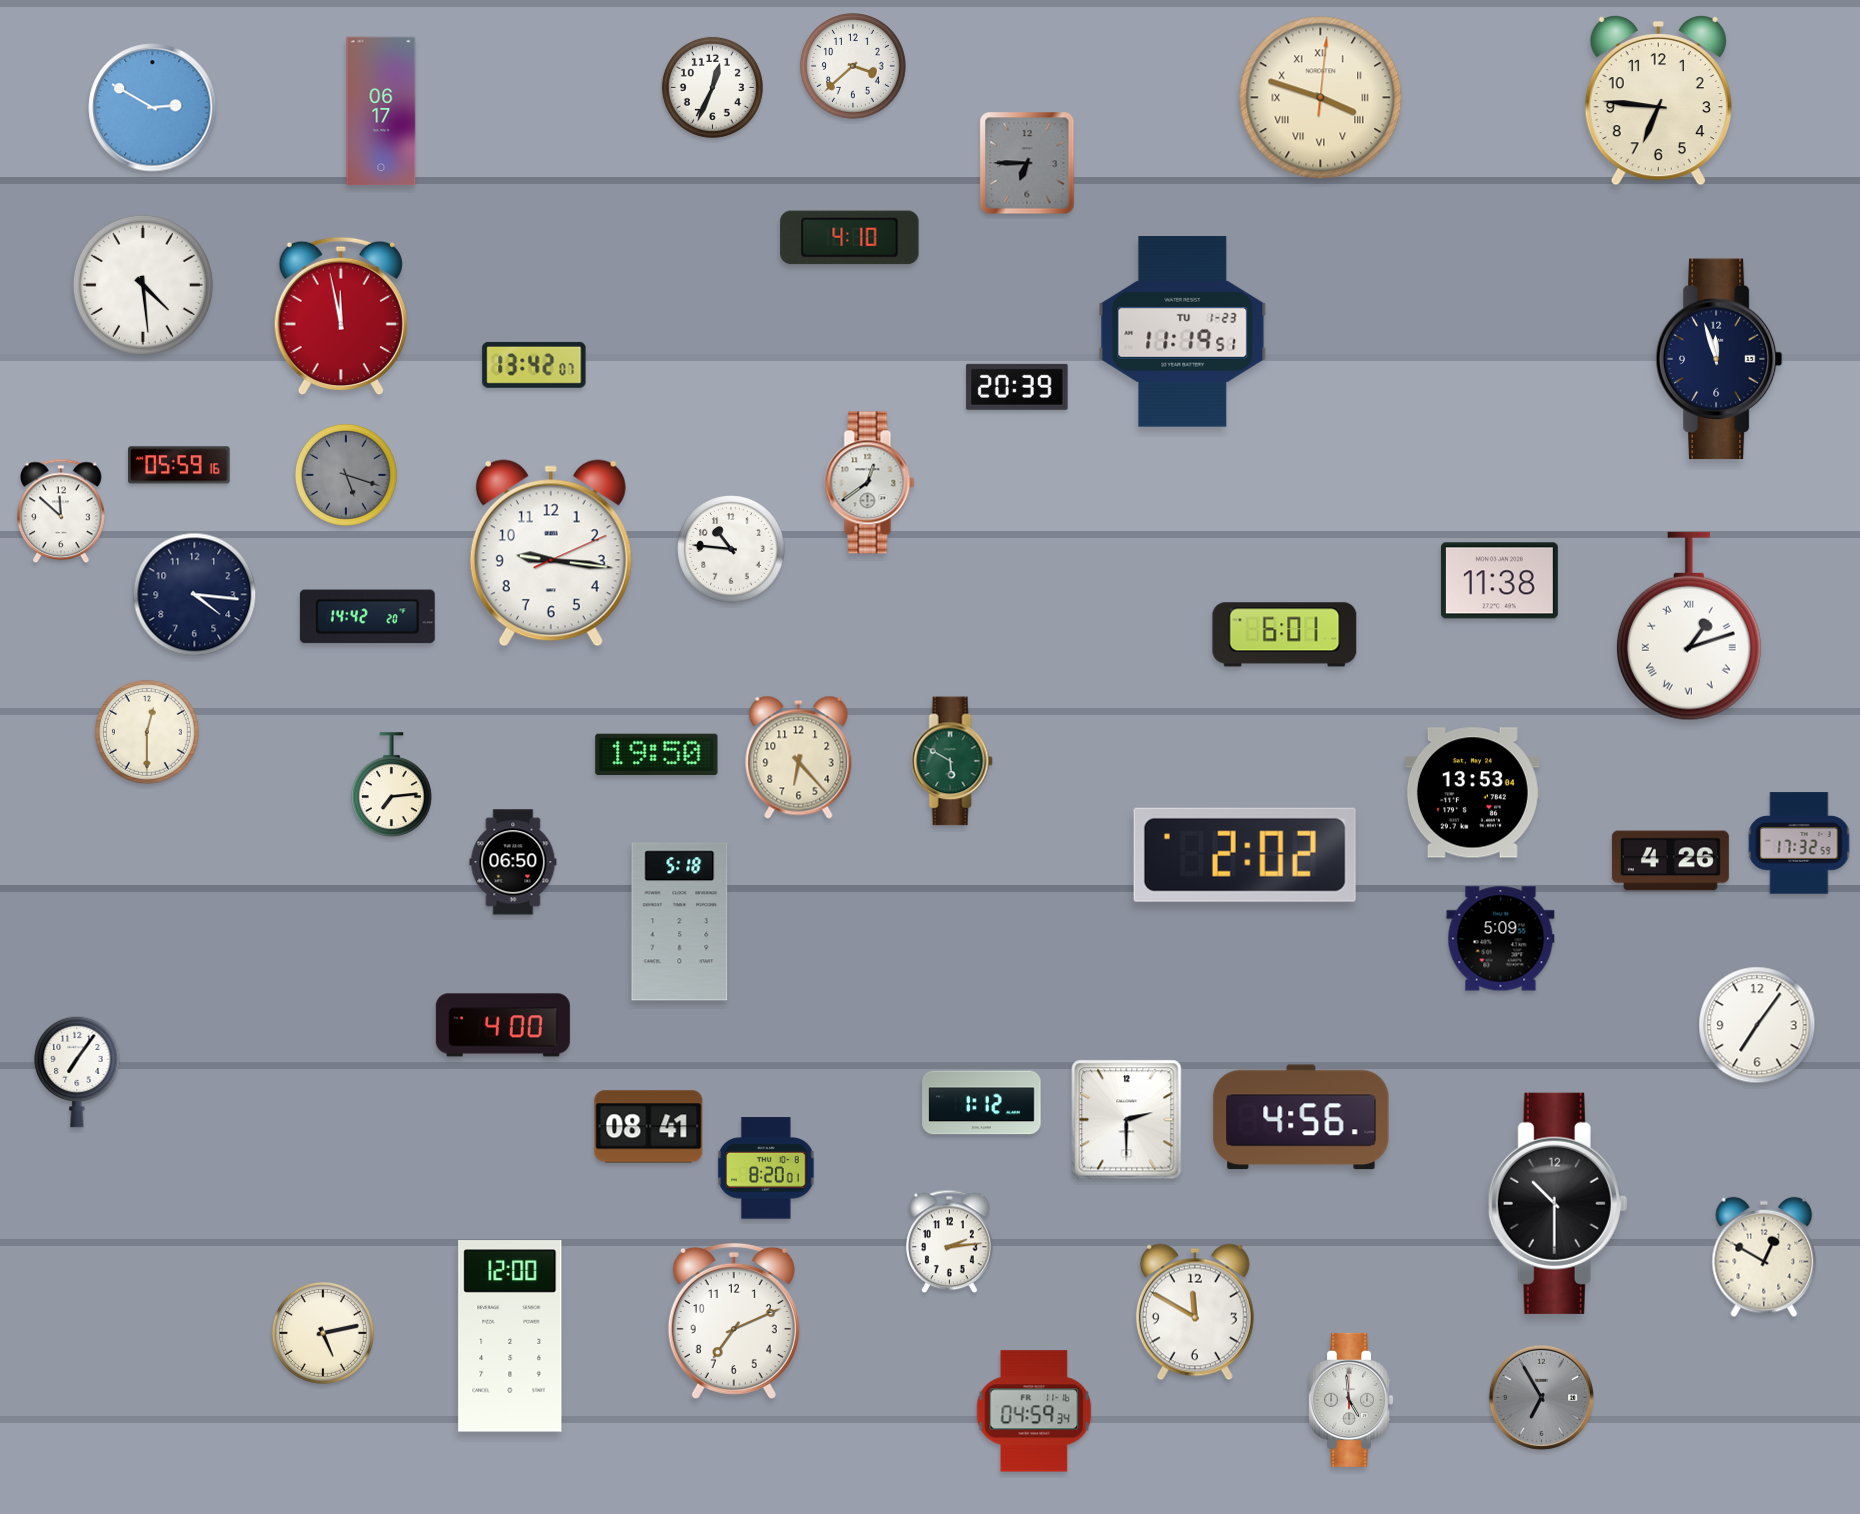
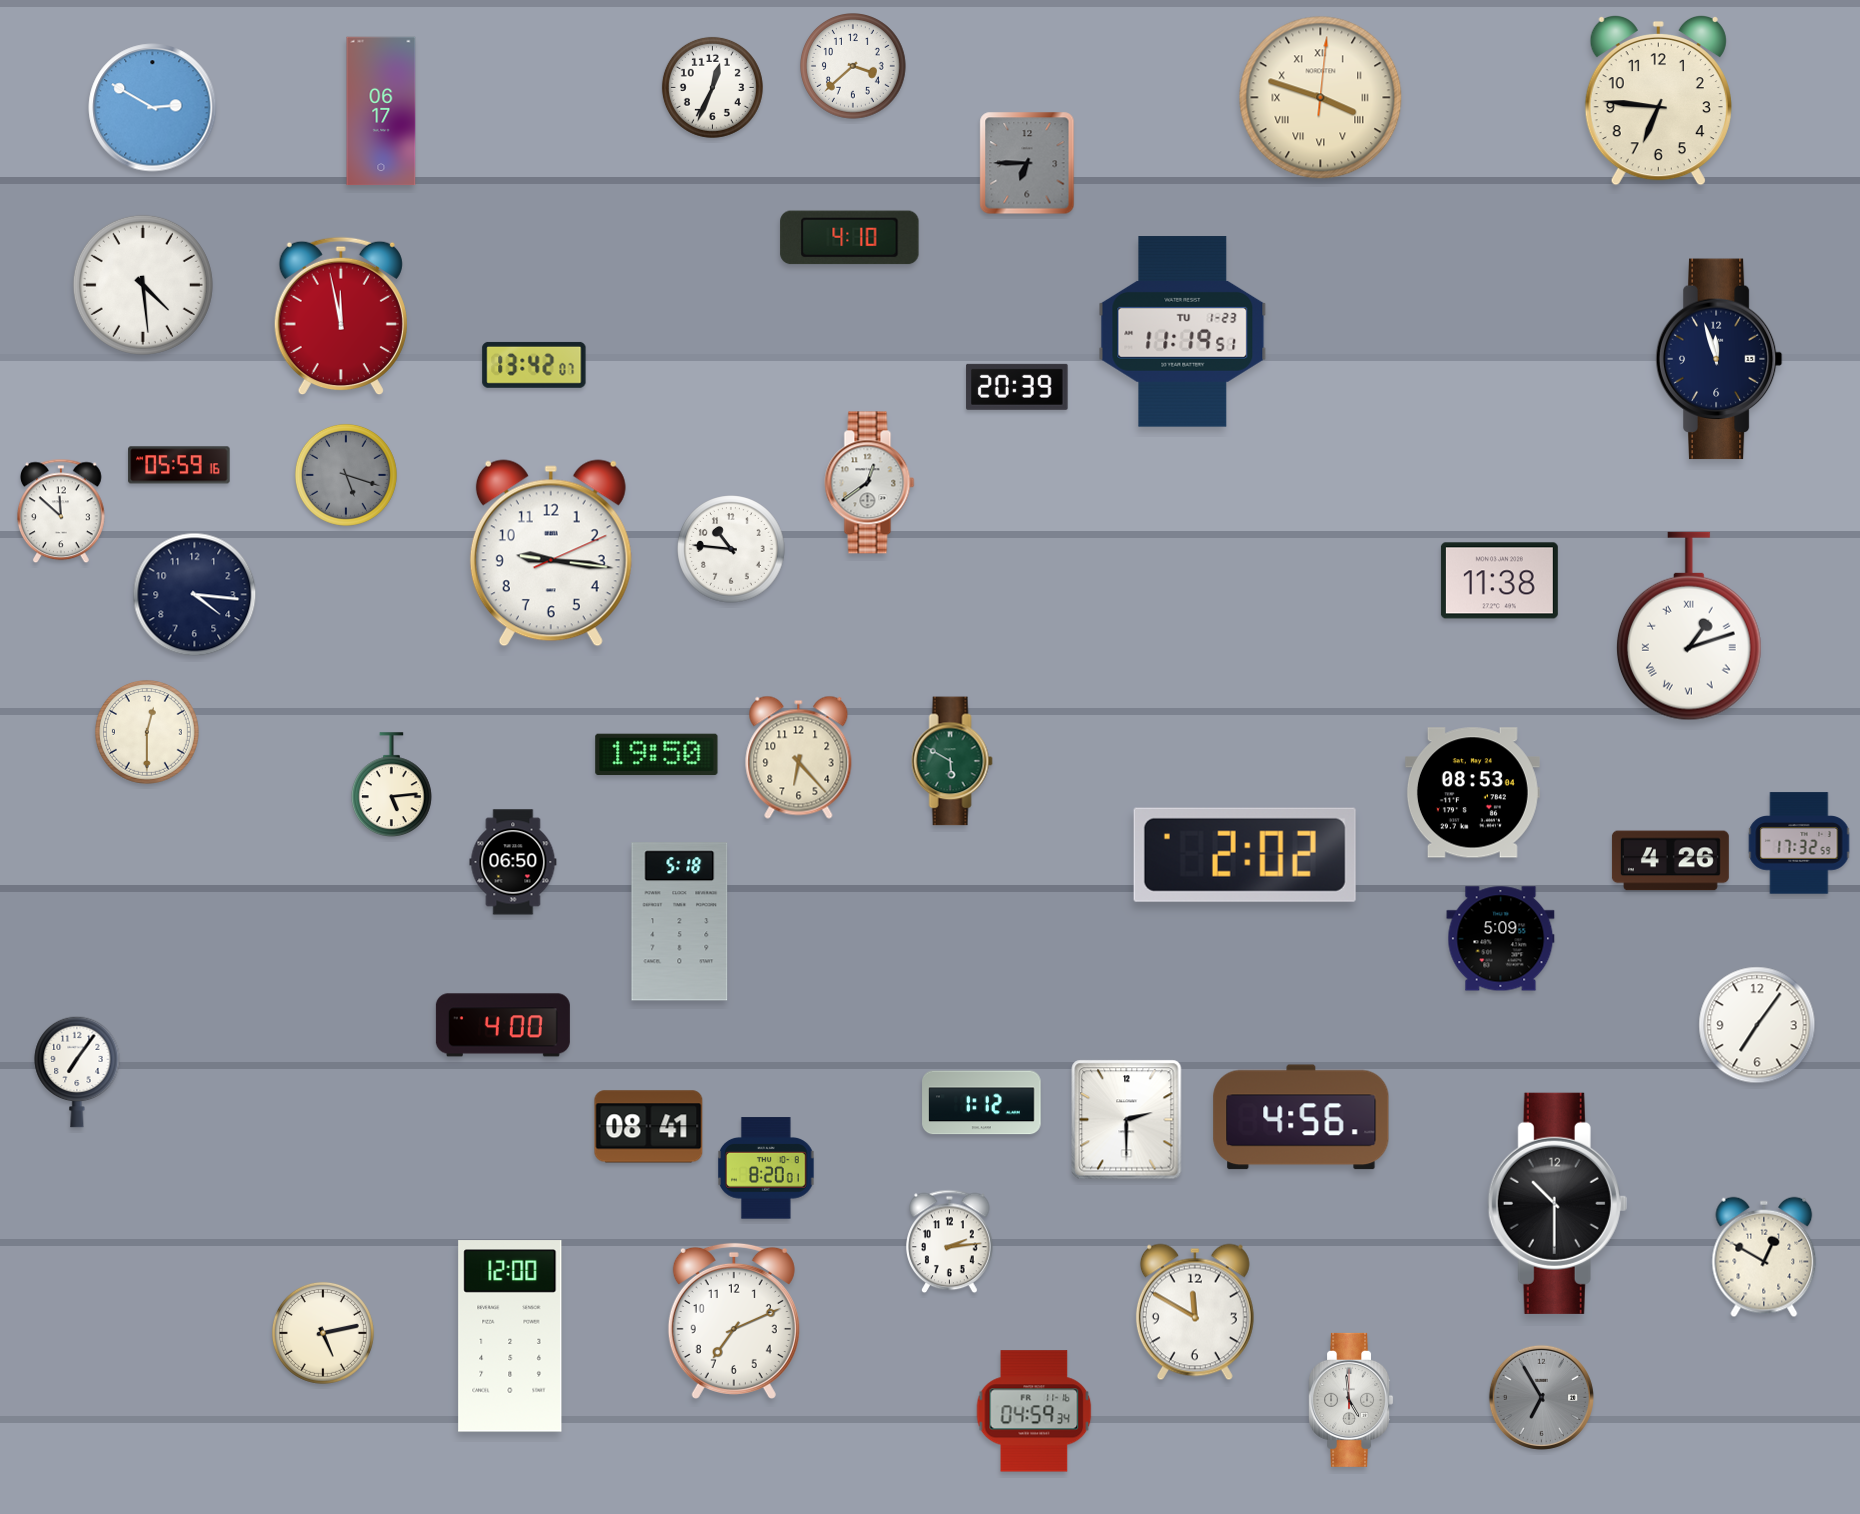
clock at (367, 617): 14:42 -> none
clock at (1285, 635): 6:01 -> none
clock at (391, 785): 7:14 -> 5:14
clock at (1472, 793): 13:53 -> 08:53
